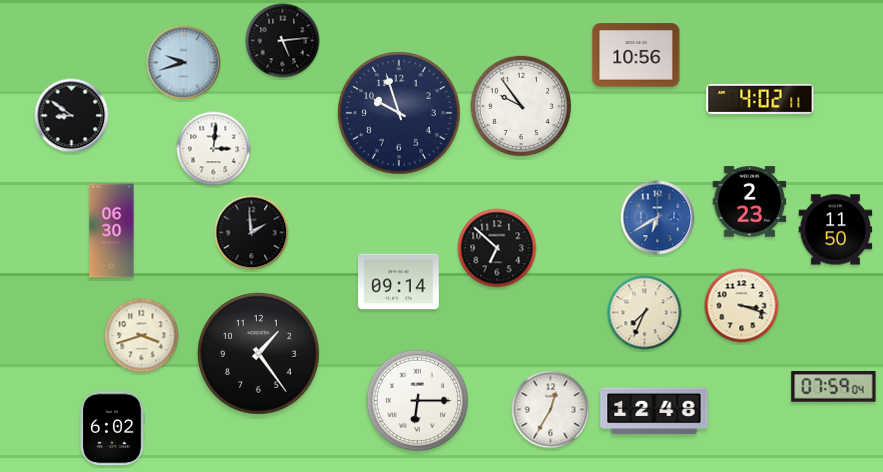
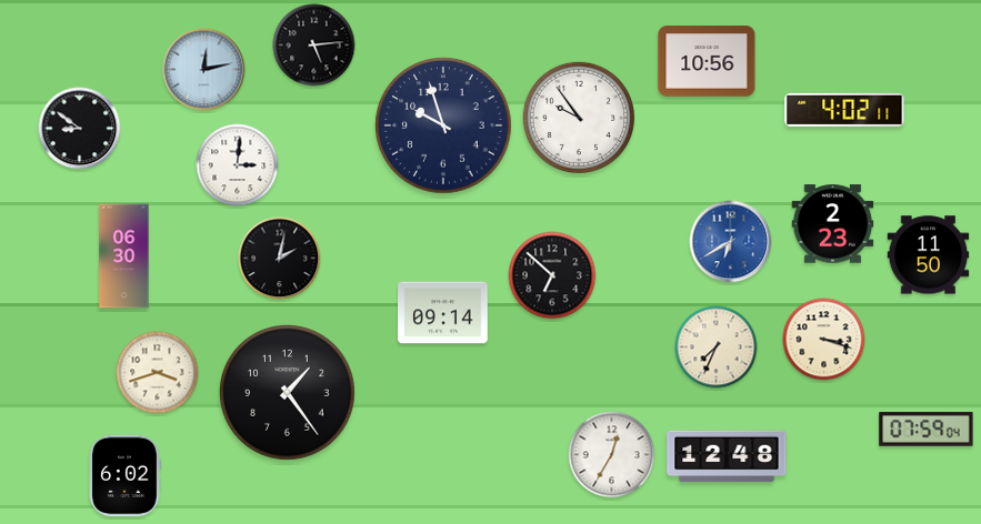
clock at (184, 63): 9:42 -> 12:13
clock at (252, 233): 1:59 -> 2:02
clock at (417, 400): 6:15 -> none
